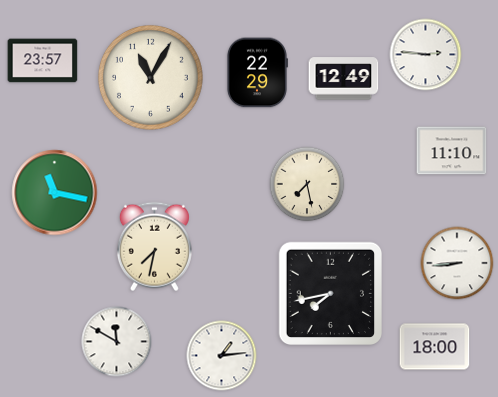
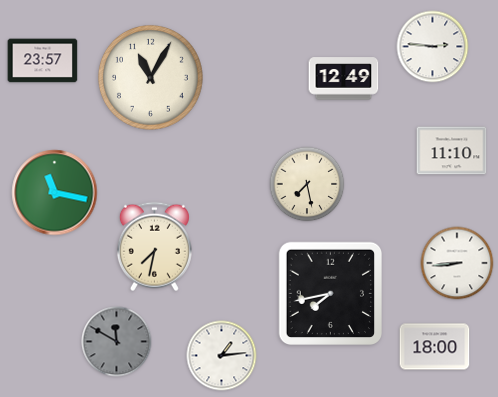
clock at (426, 55) position: (426, 55) -> (433, 47)
clock at (257, 73): 22:29 -> none
clock at (117, 342) dial: white -> grey
